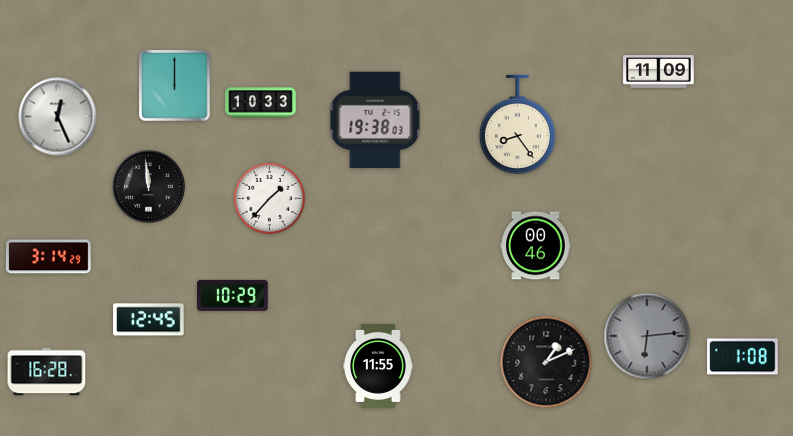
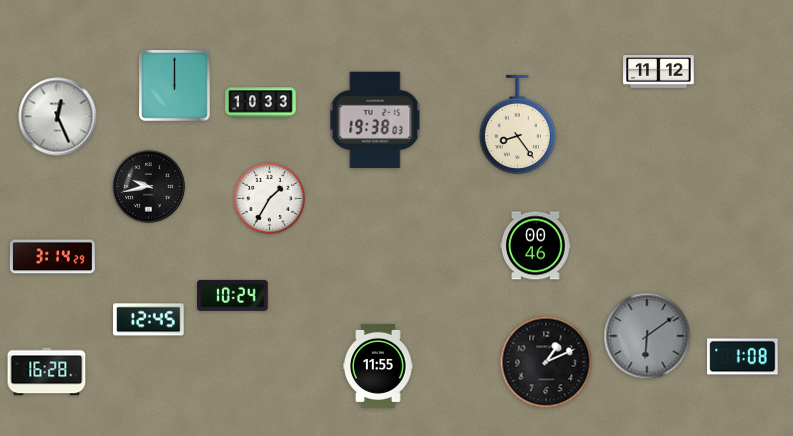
clock at (659, 72): 11:09 -> 11:12
clock at (149, 187): 11:59 -> 9:43
clock at (269, 198): 1:37 -> 1:35
clock at (48, 257) position: (48, 257) -> (52, 257)
clock at (233, 295): 10:29 -> 10:24
clock at (647, 336): 6:14 -> 6:09
